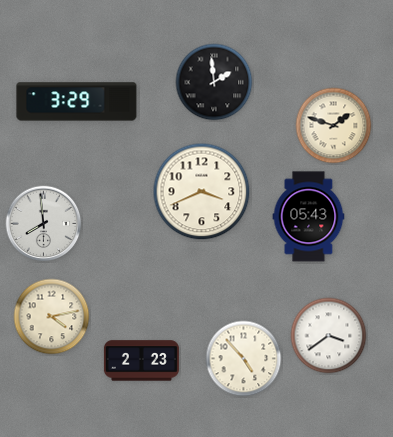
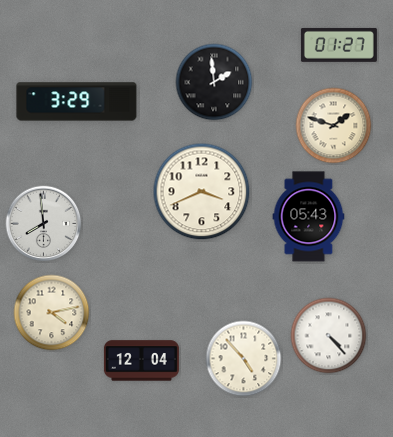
clock at (339, 45): none -> 01:27
clock at (52, 317) position: (52, 317) -> (52, 313)
clock at (329, 336): 3:39 -> 4:23
clock at (141, 361): 2:23 -> 12:04
